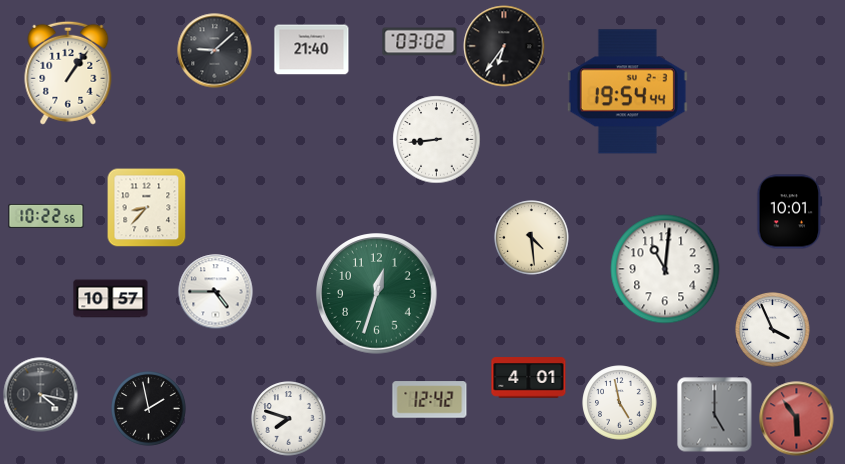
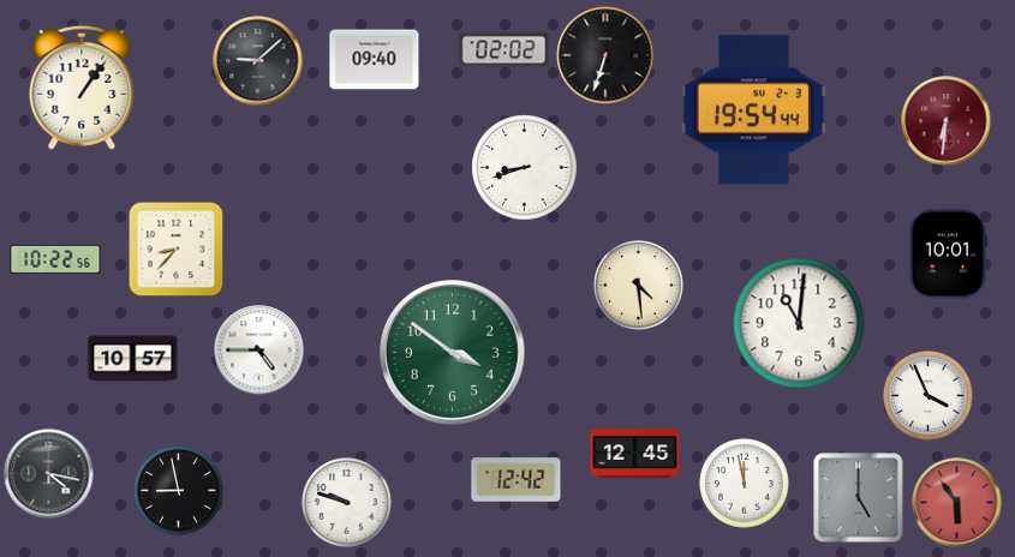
clock at (420, 42): 03:02 -> 02:02
clock at (504, 46): 6:36 -> 6:33
clock at (312, 50): 21:40 -> 09:40
clock at (947, 121): none -> 6:31
clock at (437, 140): 8:44 -> 8:42
clock at (377, 294): 12:33 -> 3:51
clock at (529, 378): 4:01 -> 12:45
clock at (620, 403): 4:58 -> 11:58
clock at (149, 409): 1:58 -> 8:58
clock at (289, 419): 7:48 -> 9:48
